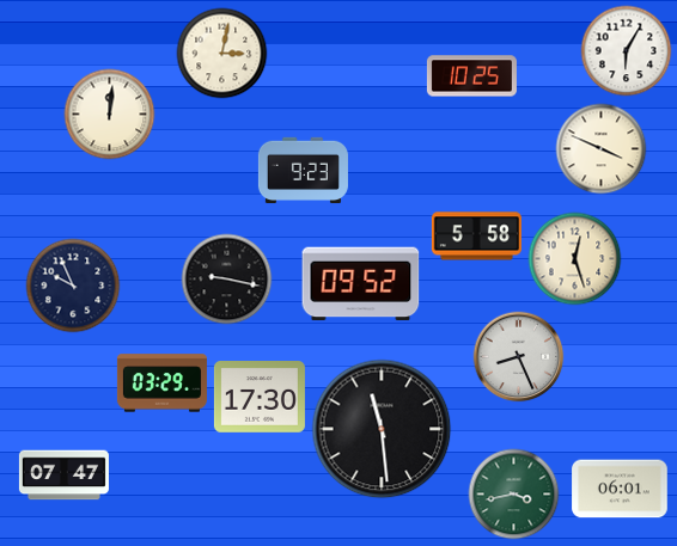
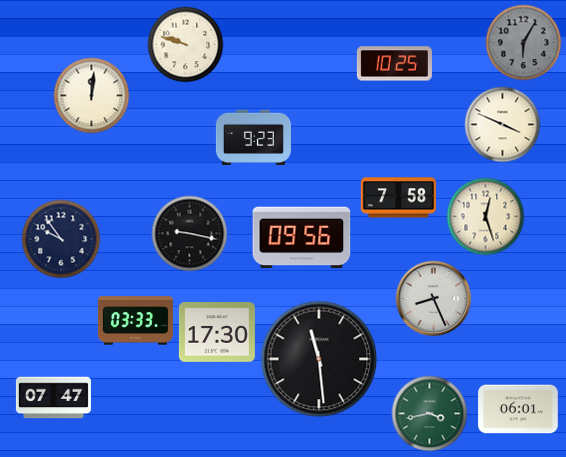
clock at (627, 51) dial: white -> grey
clock at (222, 54): 3:02 -> 9:48
clock at (303, 171) position: (303, 171) -> (253, 138)
clock at (476, 237): 5:58 -> 7:58
clock at (575, 259) position: (575, 259) -> (486, 217)
clock at (361, 284): 09:52 -> 09:56
clock at (73, 286): 9:56 -> 9:54
clock at (161, 384): 03:29 -> 03:33
